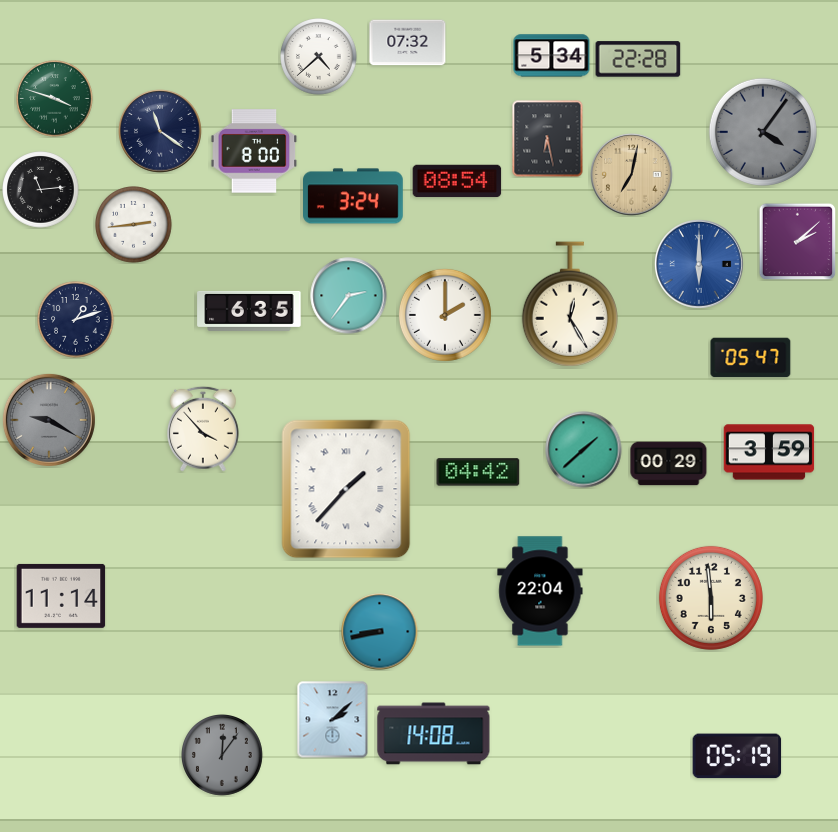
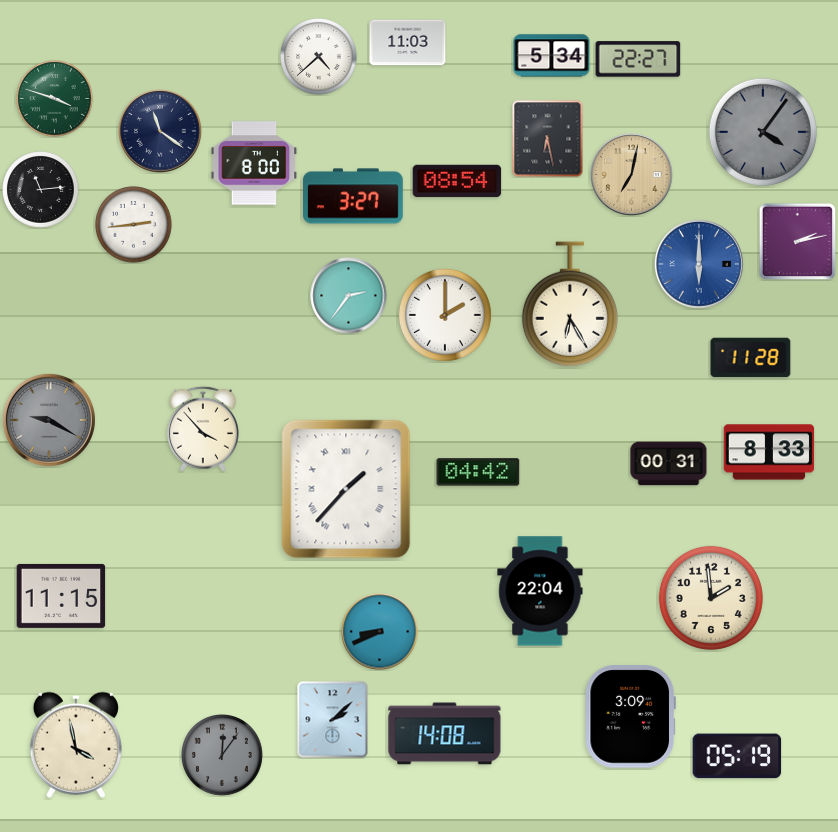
clock at (408, 43): 07:32 -> 11:03
clock at (638, 59): 22:28 -> 22:27
clock at (254, 151) position: (254, 151) -> (254, 163)
clock at (354, 196): 3:24 -> 3:27
clock at (797, 241): 2:08 -> 2:13
clock at (570, 304): 12:25 -> 6:25
clock at (249, 311): 6:35 -> none
clock at (76, 320): 1:12 -> none
clock at (751, 358): 05:47 -> 11:28
clock at (584, 450): 1:38 -> none
clock at (769, 452): 3:59 -> 8:33
clock at (669, 464): 00:29 -> 00:31
clock at (61, 596): 11:14 -> 11:15
clock at (711, 598): 5:59 -> 1:59
clock at (380, 632): 8:43 -> 8:41
clock at (630, 717): none -> 3:09
clock at (434, 734) position: (434, 734) -> (445, 734)
clock at (76, 745): none -> 3:58
